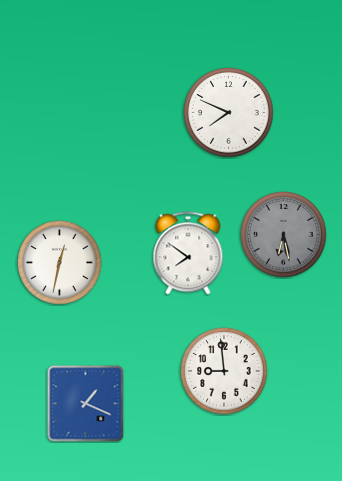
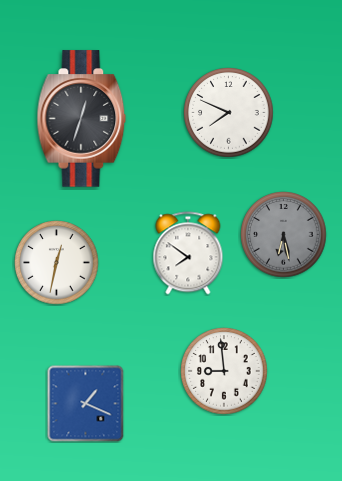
clock at (82, 119): none -> 12:33
clock at (60, 263) position: (60, 263) -> (57, 263)
